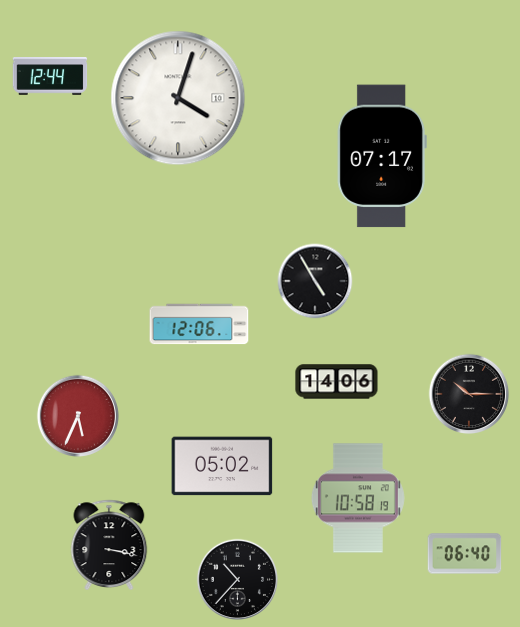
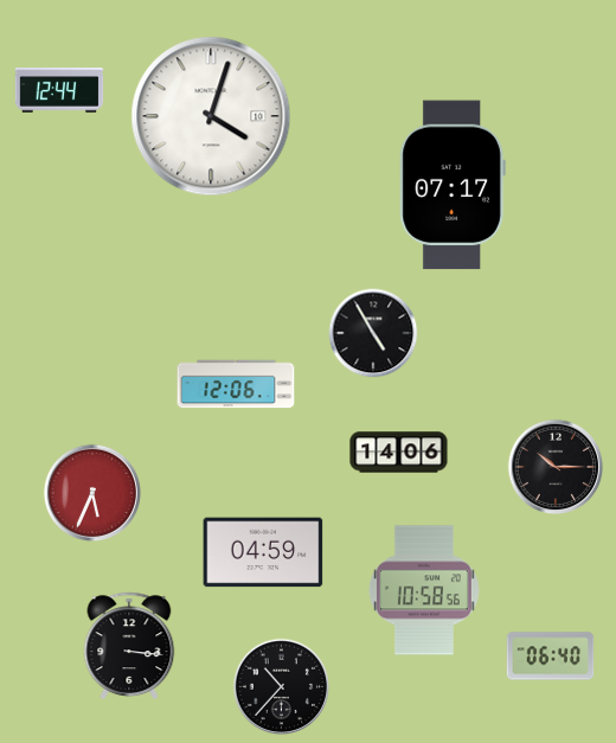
clock at (222, 466): 05:02 -> 04:59
clock at (358, 498): 10:58:19 -> 10:58:56
clock at (109, 544): 3:17 -> 3:16
